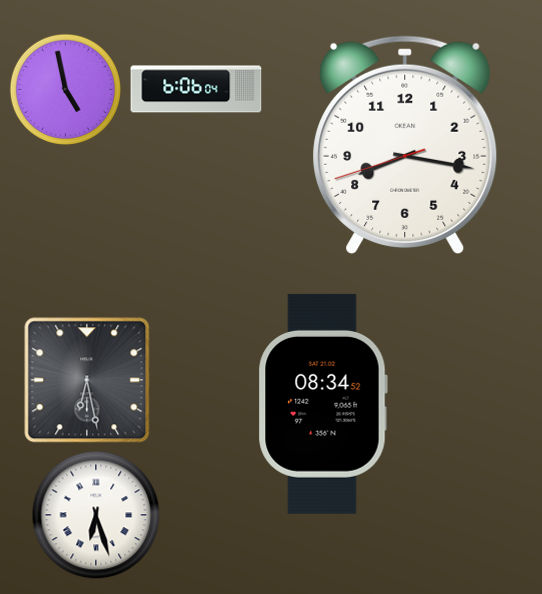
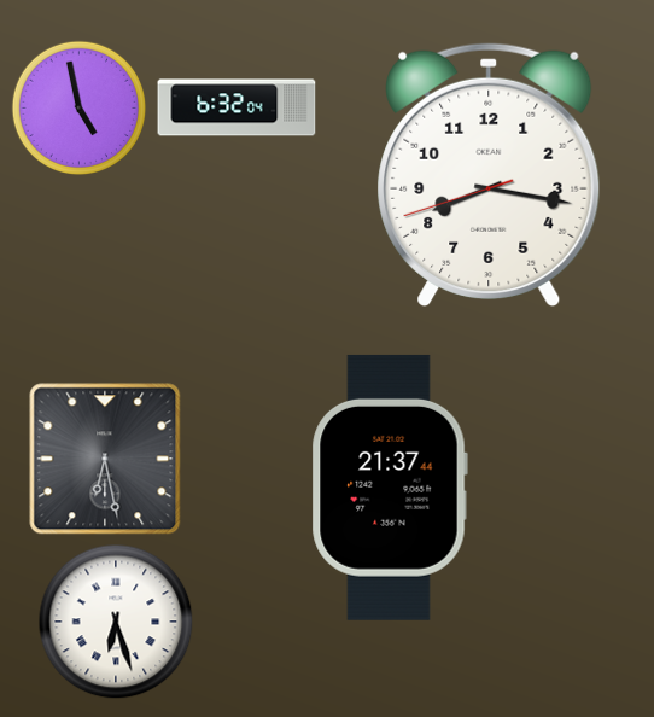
clock at (196, 89): 6:06 -> 6:32
clock at (323, 404): 08:34 -> 21:37
